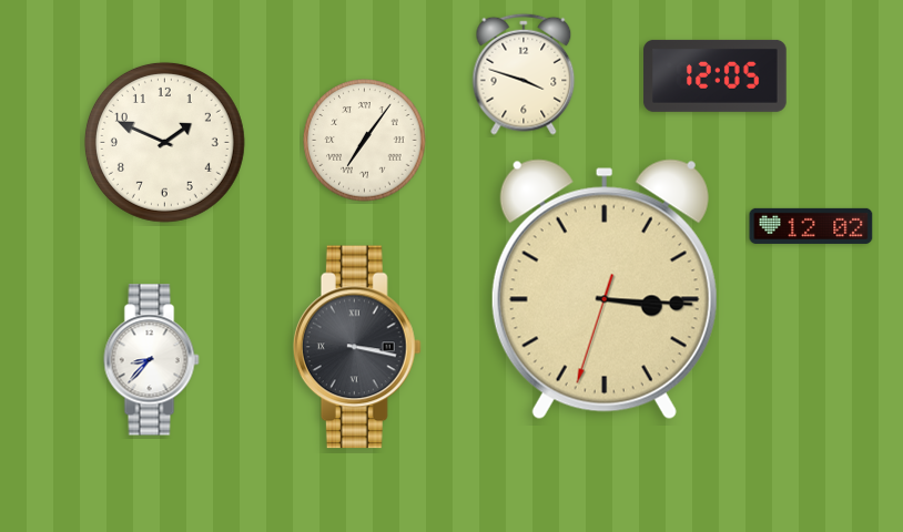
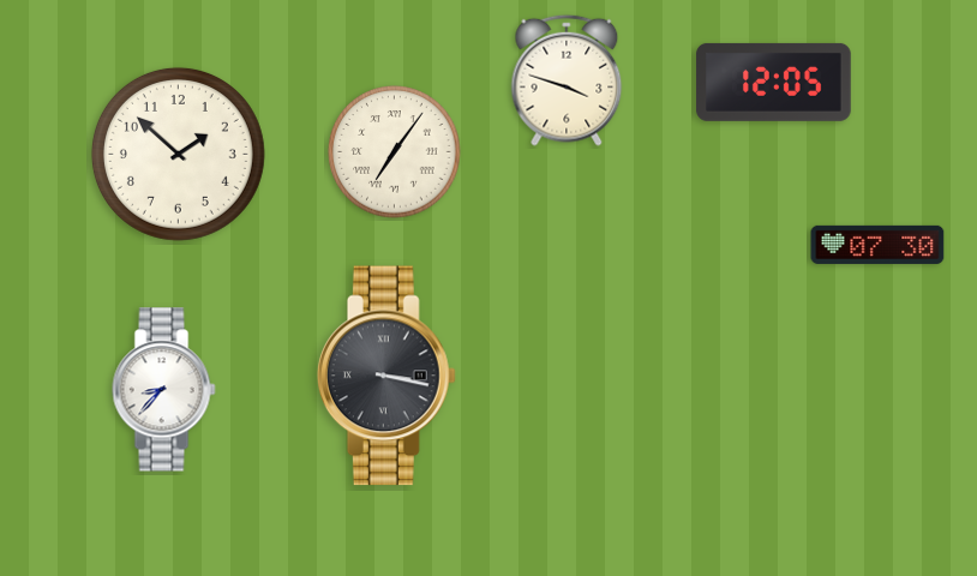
clock at (164, 142): 1:49 -> 1:52
clock at (811, 226): 12:02 -> 07:30
clock at (605, 289): 3:15 -> none
